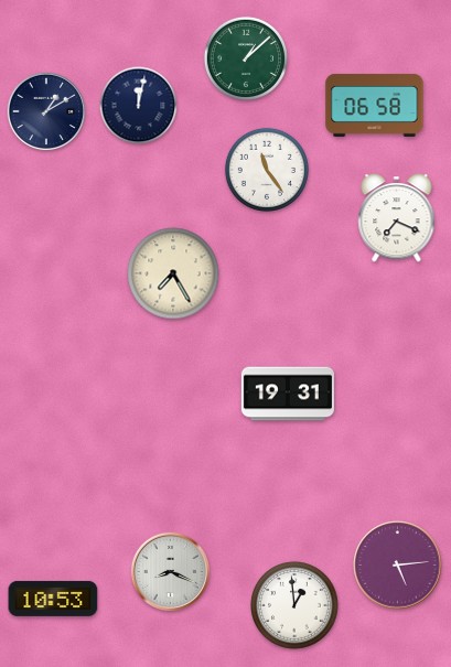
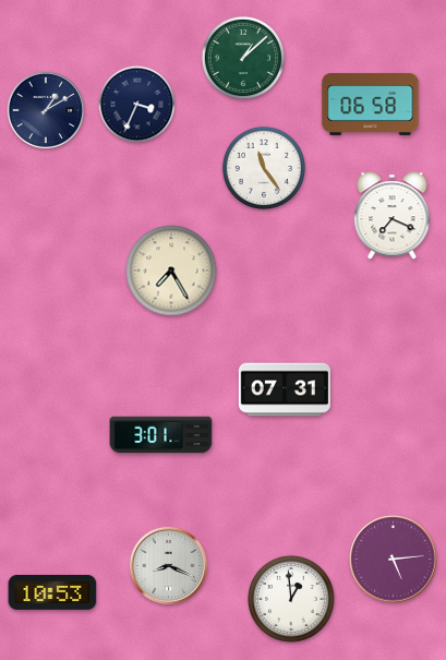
clock at (139, 106): 12:02 -> 3:34
clock at (288, 394): 19:31 -> 07:31
clock at (161, 435): none -> 3:01
